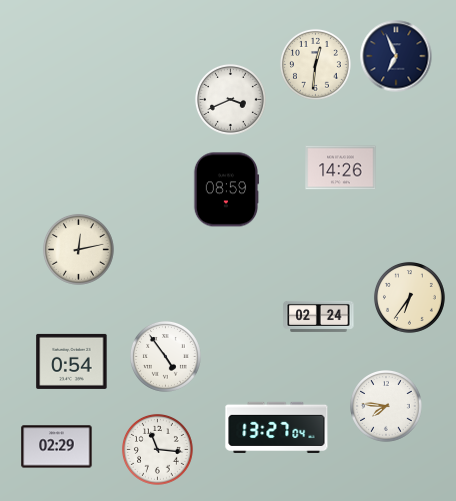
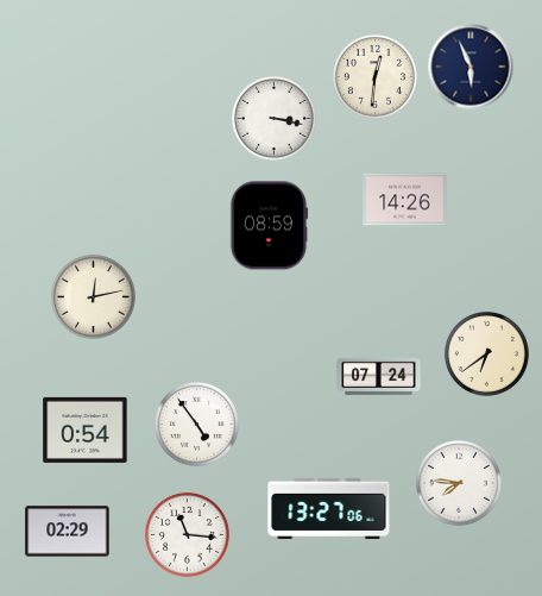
clock at (396, 56): 6:56 -> 5:56
clock at (230, 99): 3:41 -> 3:17
clock at (409, 297): 6:36 -> 6:39
clock at (319, 316): 02:24 -> 07:24
clock at (277, 427): 13:27:04 -> 13:27:06
